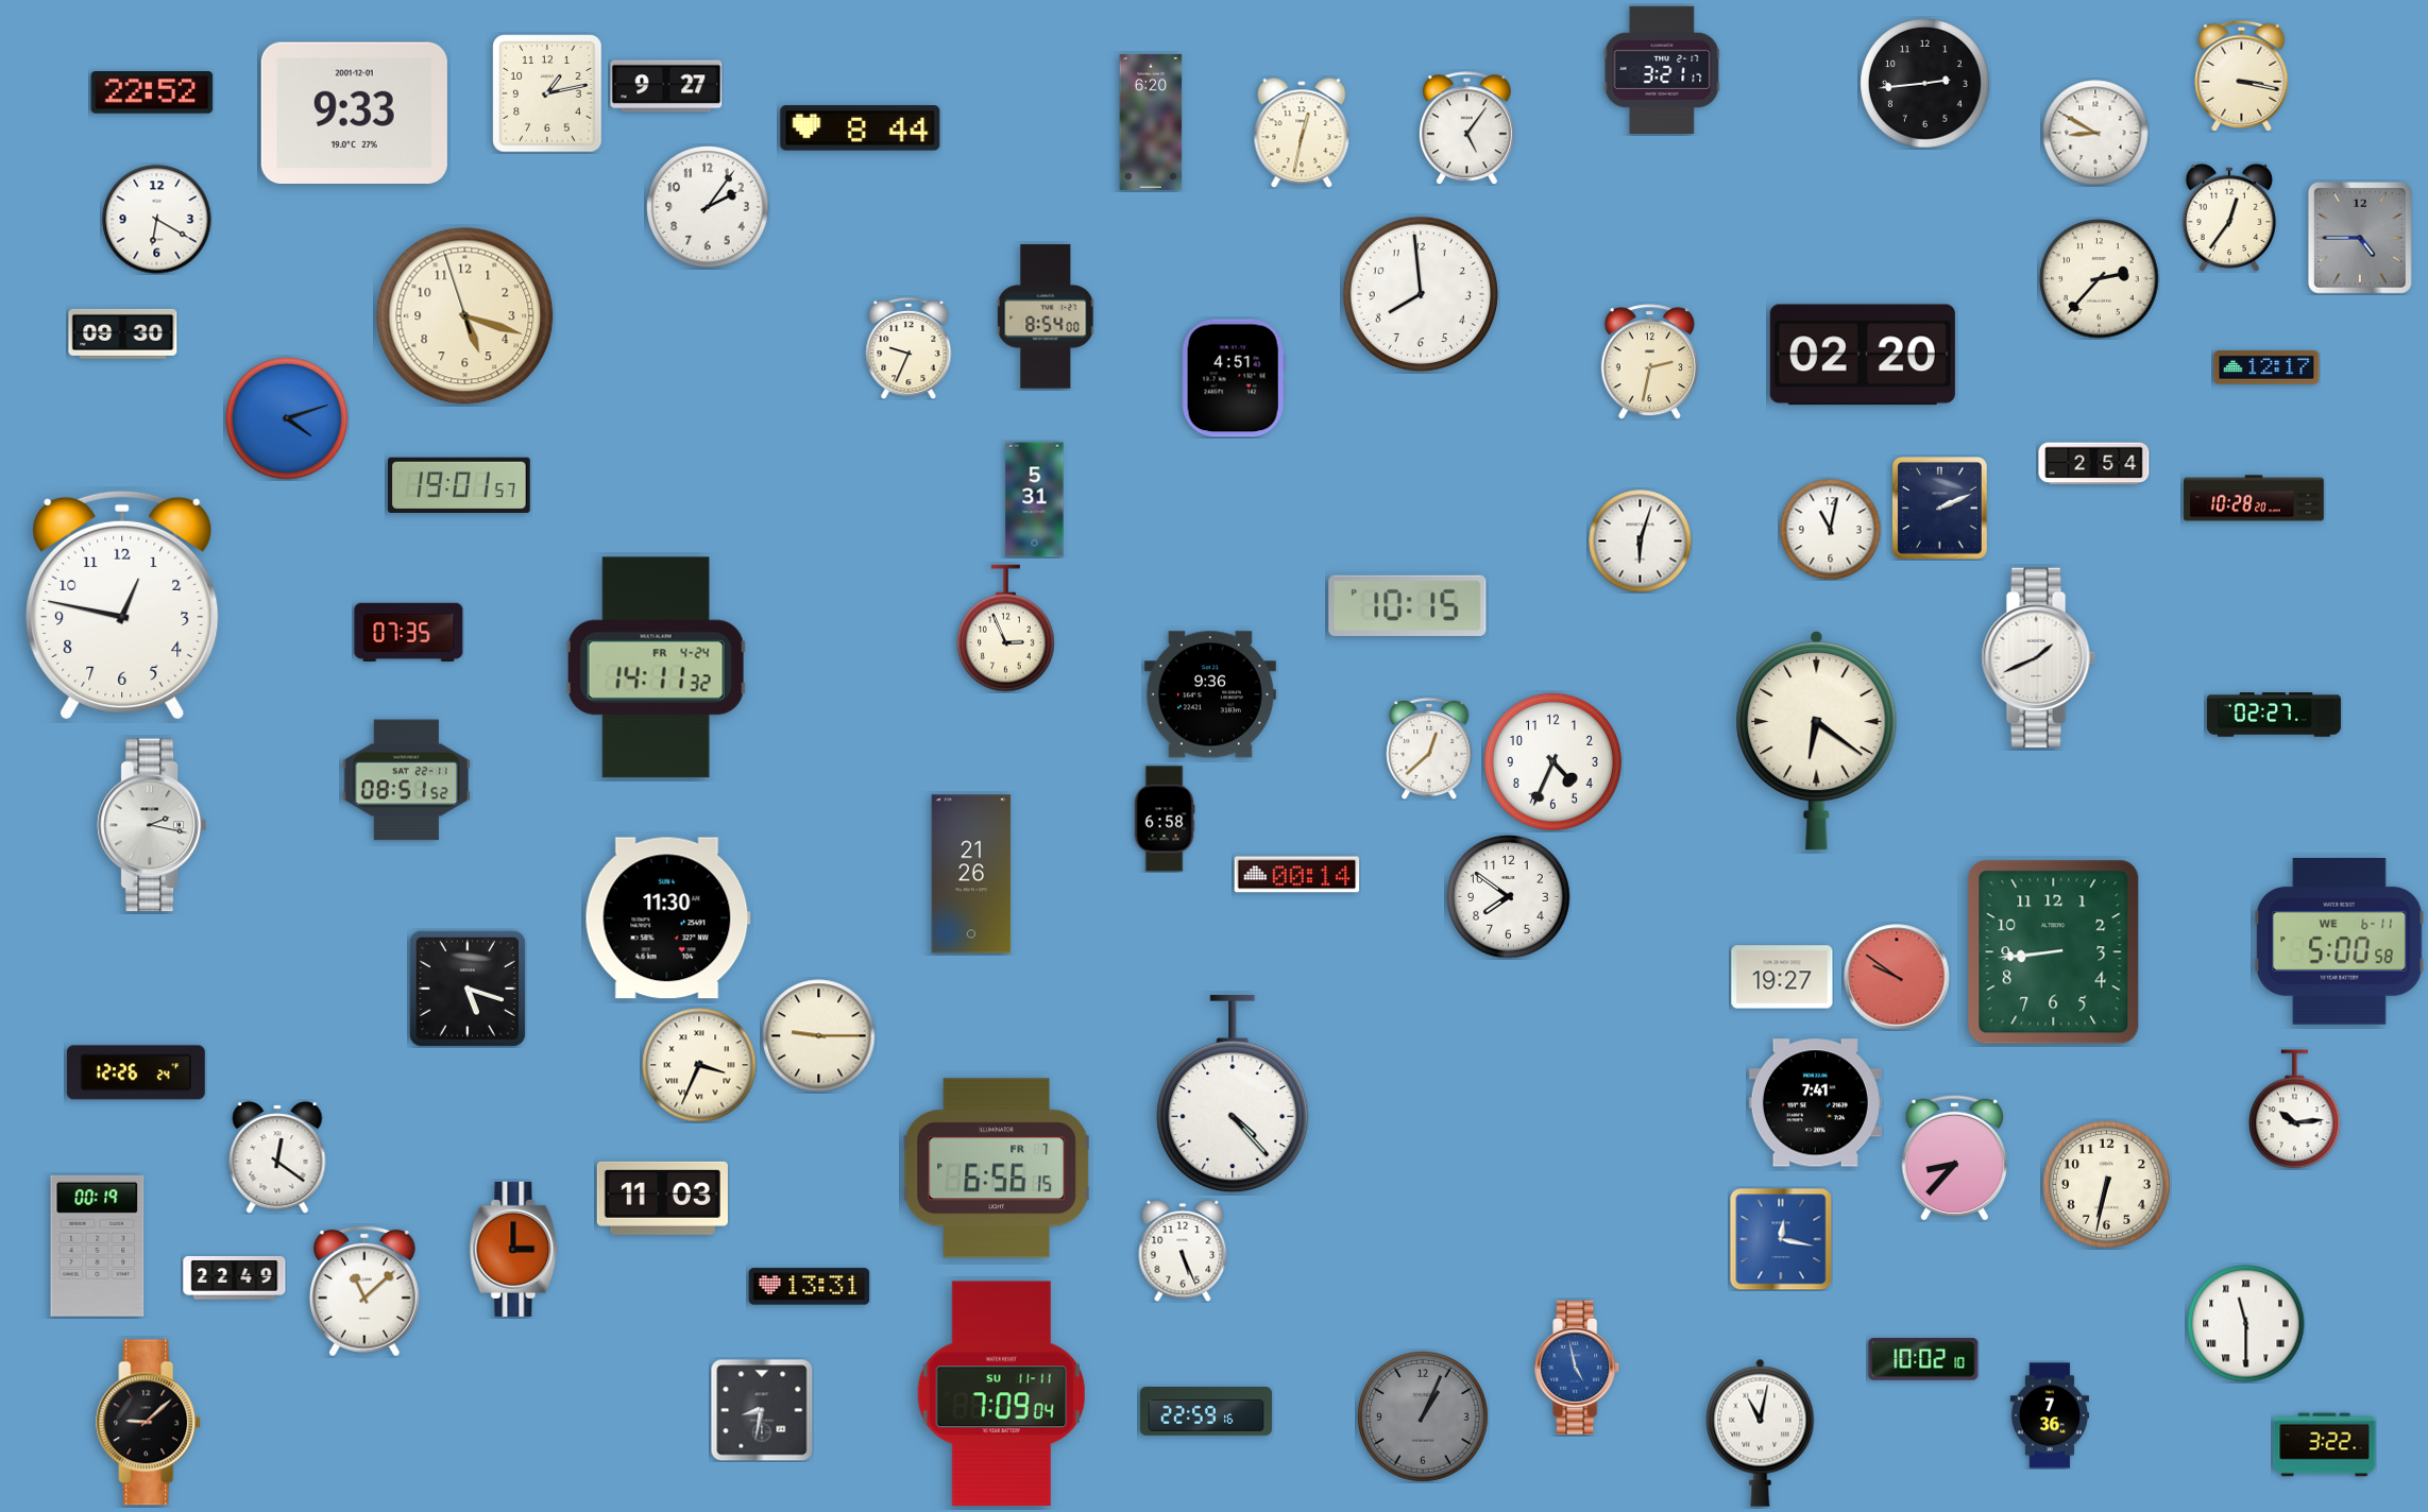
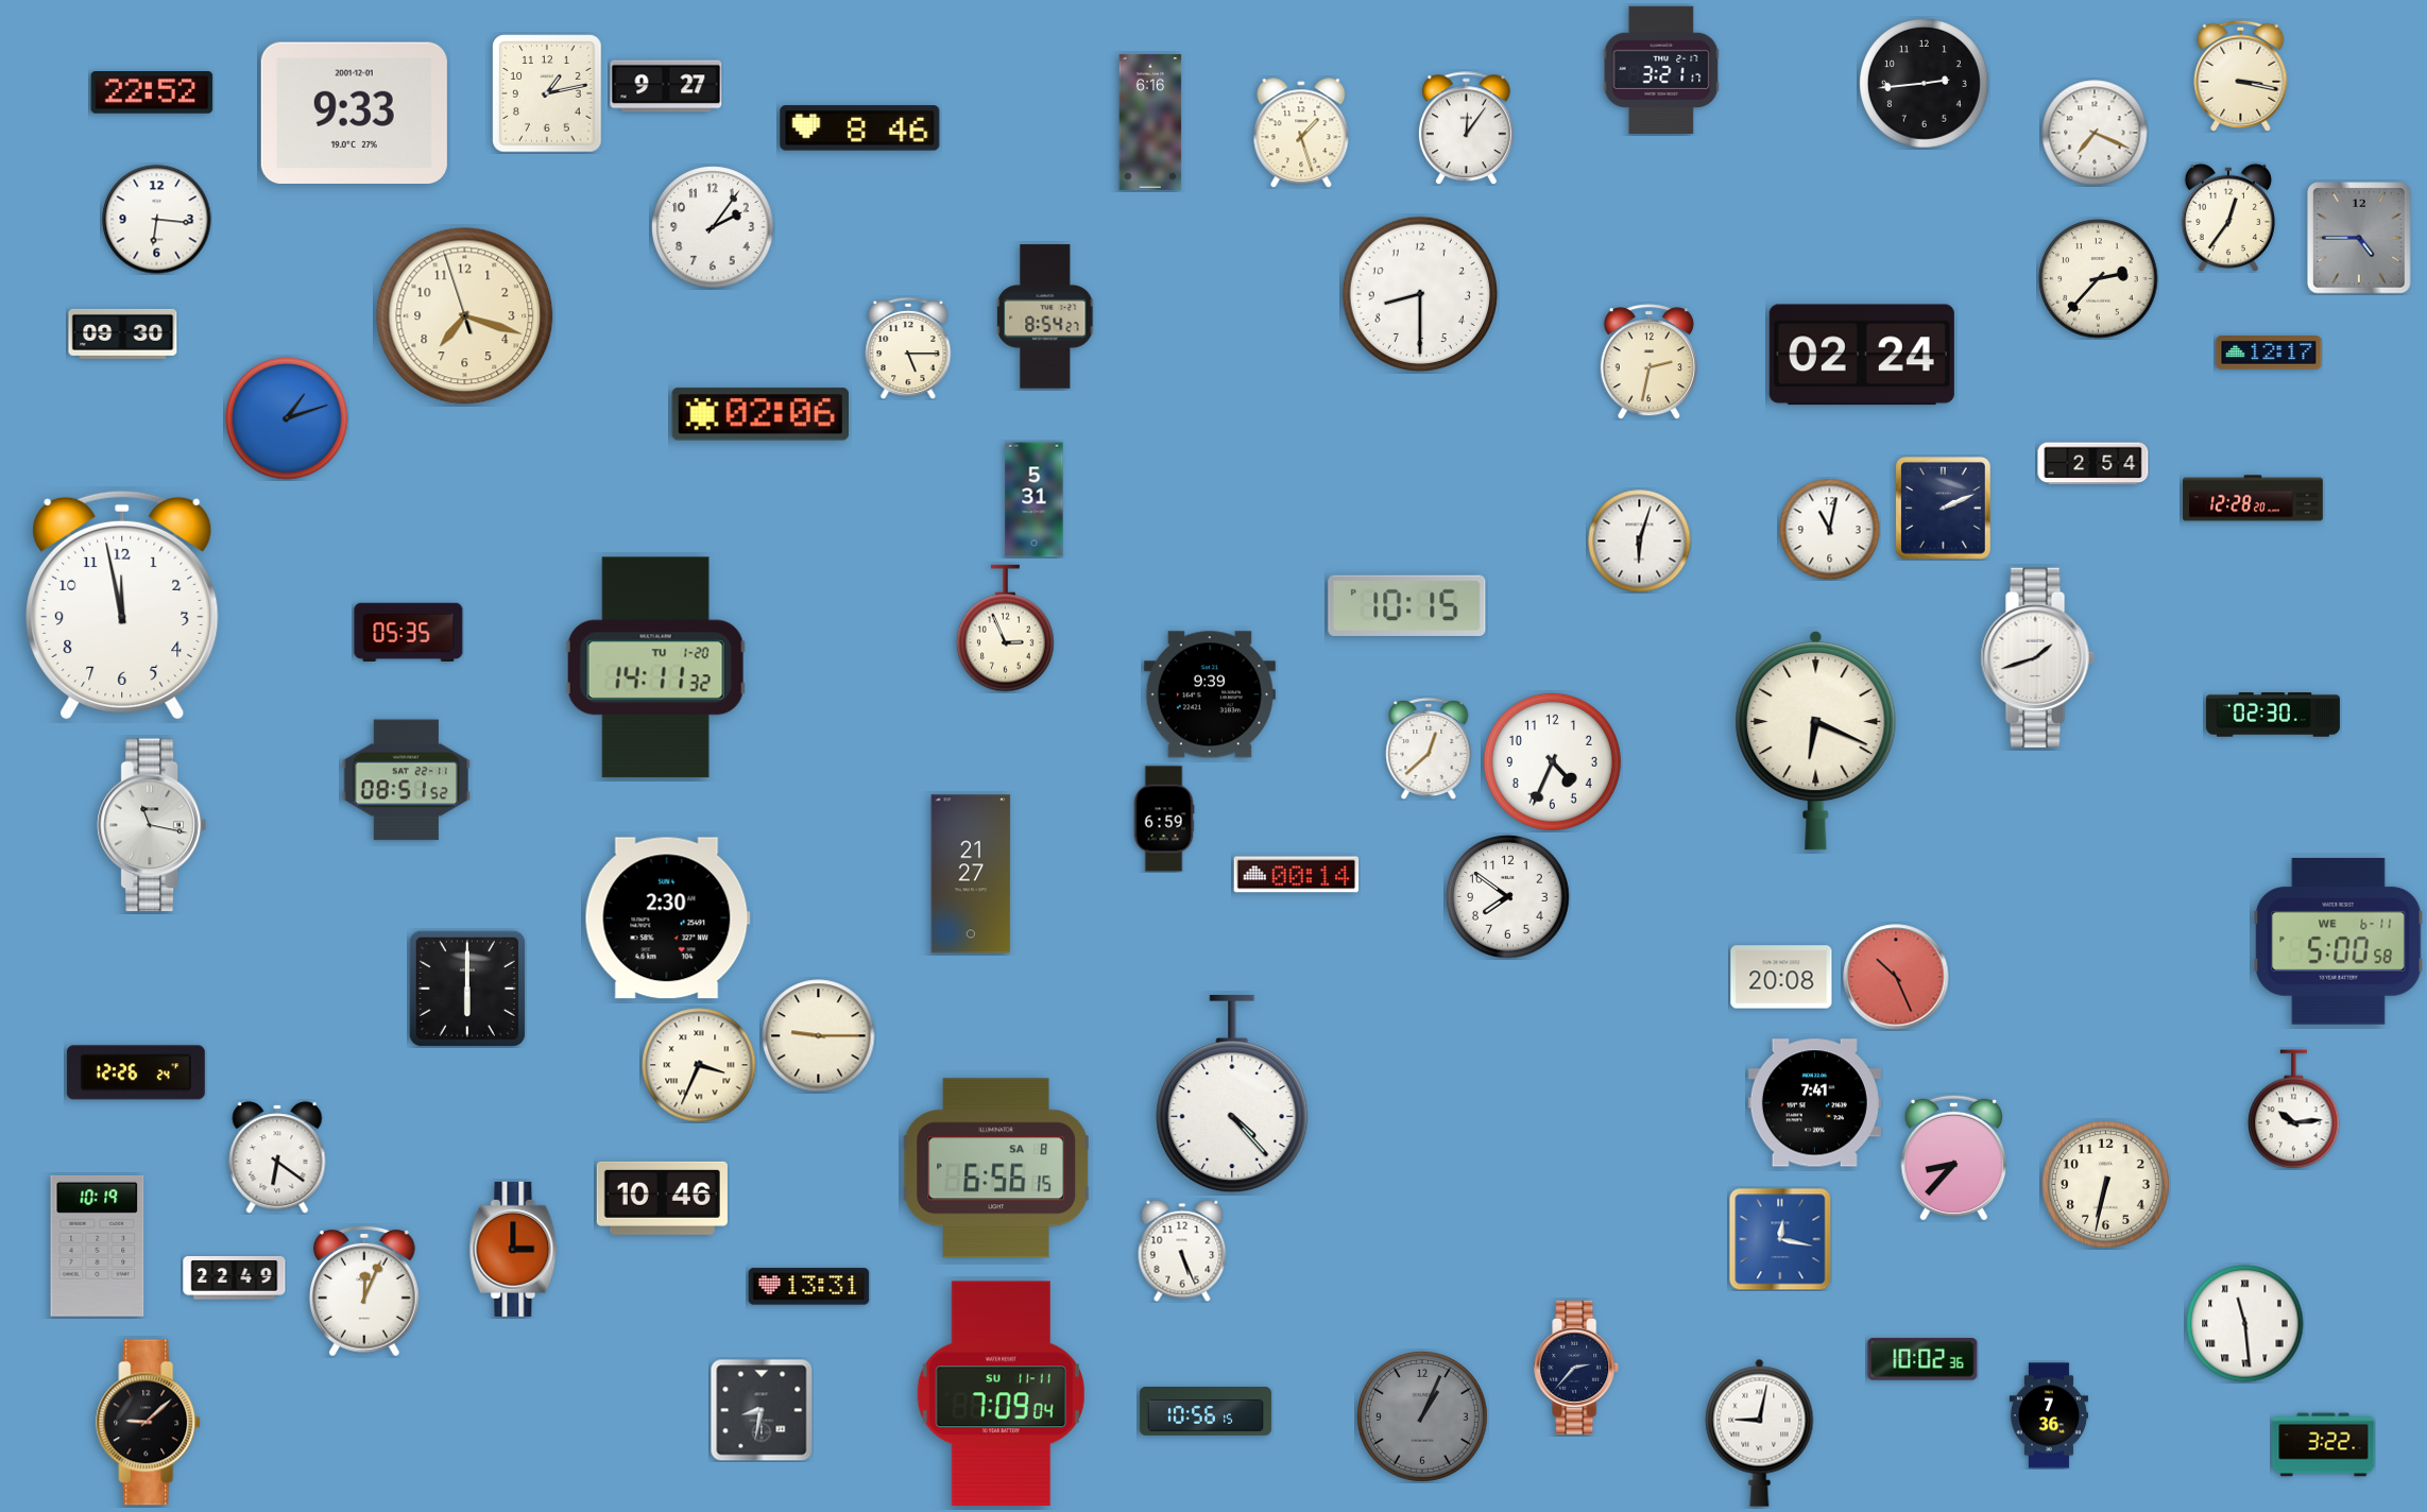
clock at (1151, 122): 6:20 -> 6:16
clock at (861, 128): 8:44 -> 8:46
clock at (1466, 128): 5:06 -> 12:06
clock at (1302, 133): 12:32 -> 1:27
clock at (2095, 133): 8:50 -> 7:19
clock at (708, 207) position: (708, 207) -> (713, 227)
clock at (157, 220): 6:20 -> 6:16
clock at (1420, 293): 7:59 -> 8:30
clock at (465, 316): 5:17 -> 7:17
clock at (1047, 316): 8:54:00 -> 8:54:27
clock at (909, 348): 9:34 -> 5:15
clock at (1863, 355): 02:20 -> 02:24
clock at (2266, 367) position: (2266, 367) -> (2269, 353)
clock at (1234, 378): 4:51 -> none
clock at (759, 414): none -> 02:06
clock at (287, 418): 4:12 -> 1:12
clock at (460, 484): 19:01 -> none
clock at (2254, 498): 10:28 -> 12:28
clock at (1940, 509) position: (1940, 509) -> (1944, 509)
clock at (122, 604): 12:47 -> 11:58
clock at (409, 632): 07:35 -> 05:35
clock at (2038, 657): 1:41 -> 1:42
clock at (656, 668) date: FR 4-24 -> TU 1-20
clock at (1210, 694): 9:36 -> 9:39
clock at (2274, 715): 02:27 -> 02:30
clock at (1817, 740): 6:21 -> 6:19
clock at (1165, 819): 6:58 -> 6:59
clock at (152, 825): 2:17 -> 11:17
clock at (971, 874): 21:26 -> 21:27
clock at (667, 918): 11:30 -> 2:30
clock at (2054, 952): 8:44 -> none
clock at (1782, 977): 19:27 -> 20:08
clock at (1897, 977): 9:51 -> 10:26
clock at (468, 989): 5:18 -> 6:00
clock at (277, 1157): 12:21 -> 6:21
clock at (997, 1168) date: FR 7 -> SA 8
clock at (662, 1198): 11:03 -> 10:46
clock at (98, 1245): 00:19 -> 10:19
clock at (364, 1291): 11:08 -> 12:04
clock at (2246, 1324): 11:30 -> 11:29
clock at (1923, 1359): 10:02:10 -> 10:02:36
clock at (1578, 1368): 4:58 -> 2:37
clock at (1578, 1368) dial: blue -> navy
clock at (1206, 1412): 22:59 -> 10:56
clock at (1761, 1432): 11:02 -> 9:02
